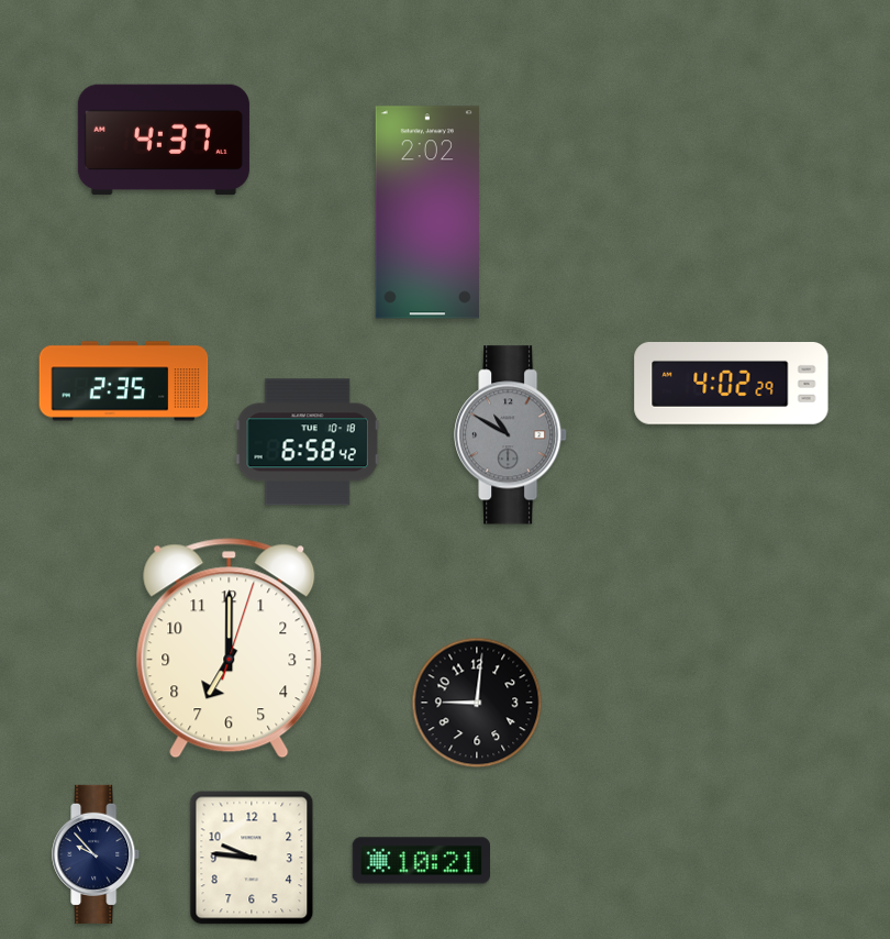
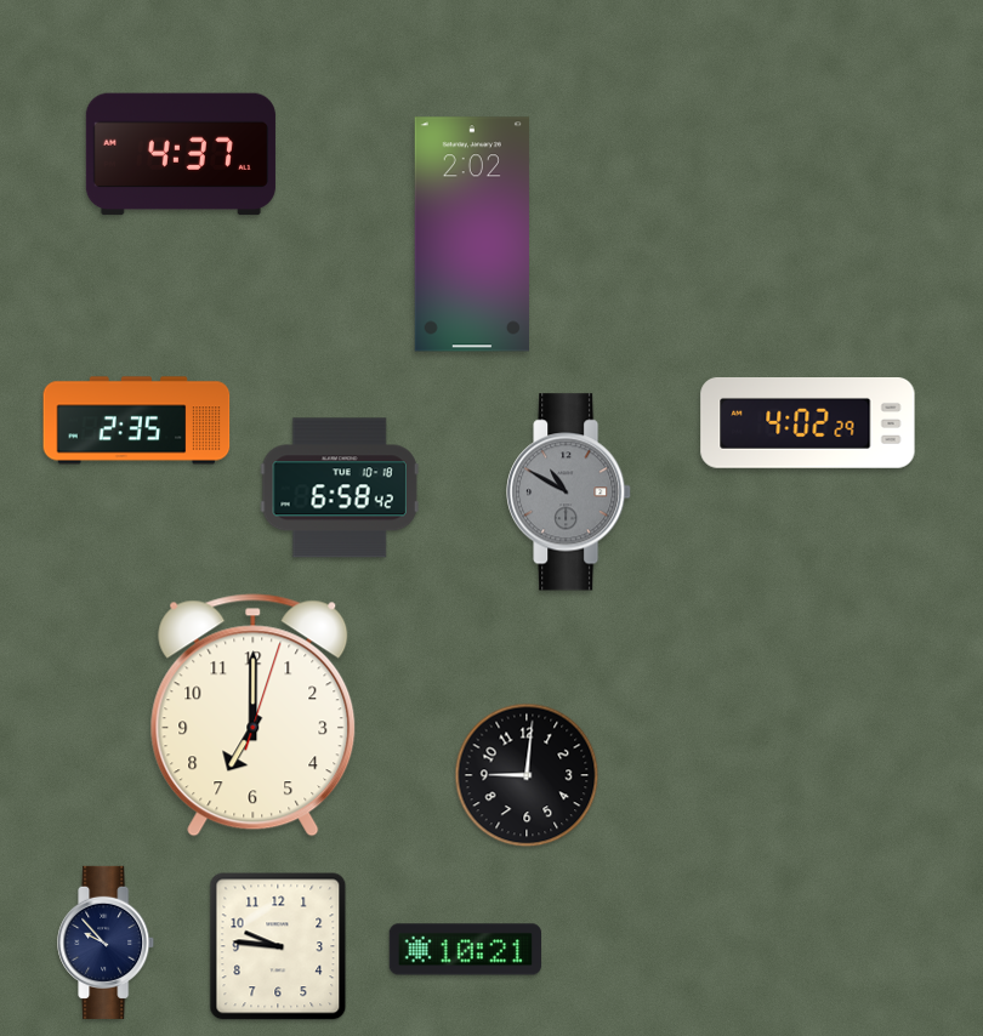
clock at (511, 435) position: (511, 435) -> (569, 493)
